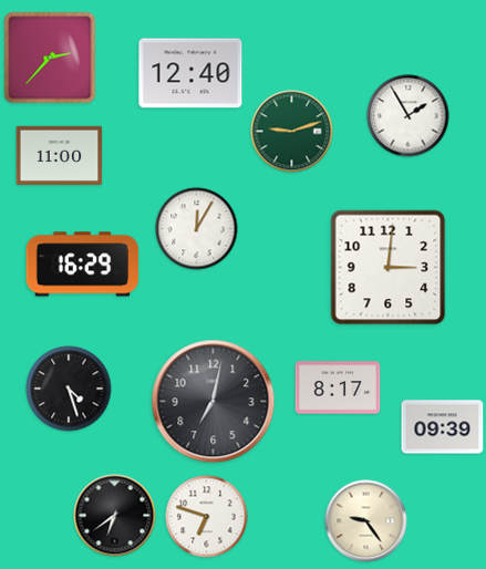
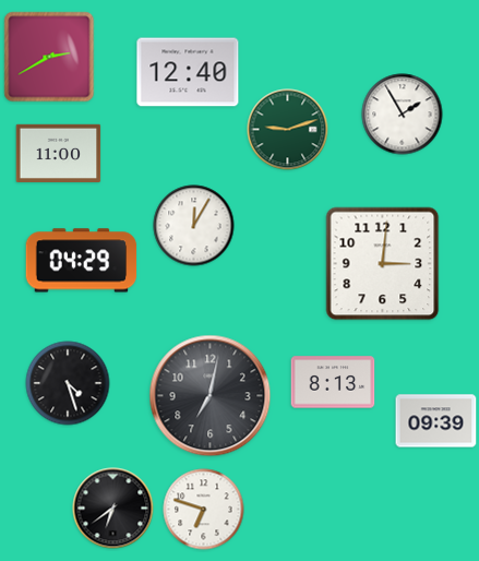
clock at (50, 58): 2:37 -> 2:40
clock at (83, 265): 16:29 -> 04:29
clock at (338, 387): 8:17 -> 8:13
clock at (366, 521): 9:24 -> none
